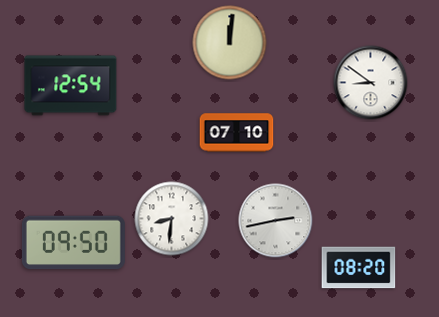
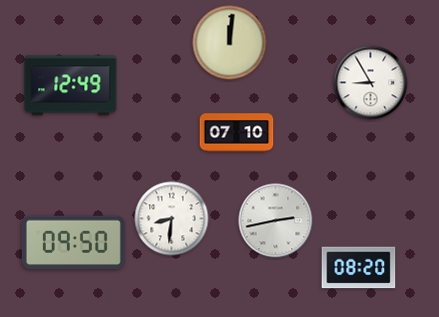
clock at (371, 83): 8:51 -> 8:55
clock at (71, 86): 12:54 -> 12:49
